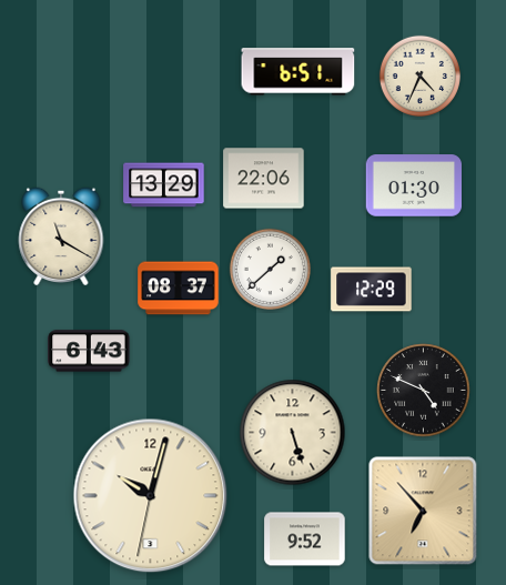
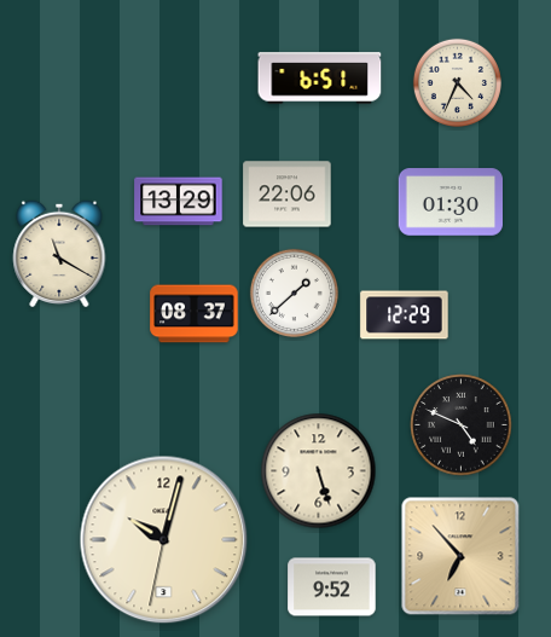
clock at (298, 72) position: (298, 72) -> (320, 79)
clock at (61, 236) position: (61, 236) -> (59, 254)
clock at (89, 351): 6:43 -> none
